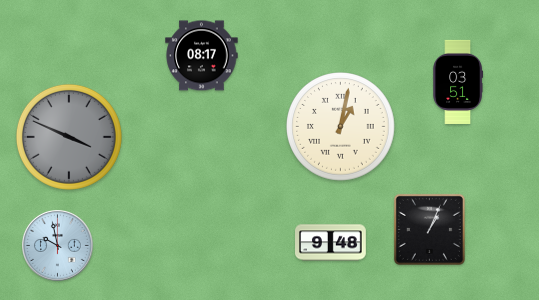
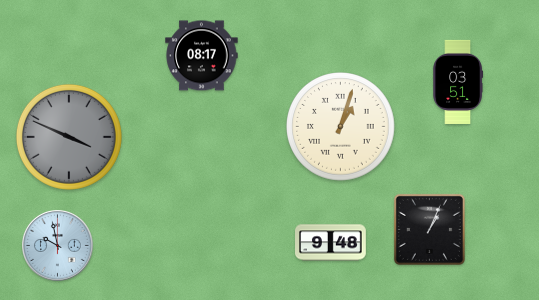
clock at (341, 127): 1:02 -> 1:03
